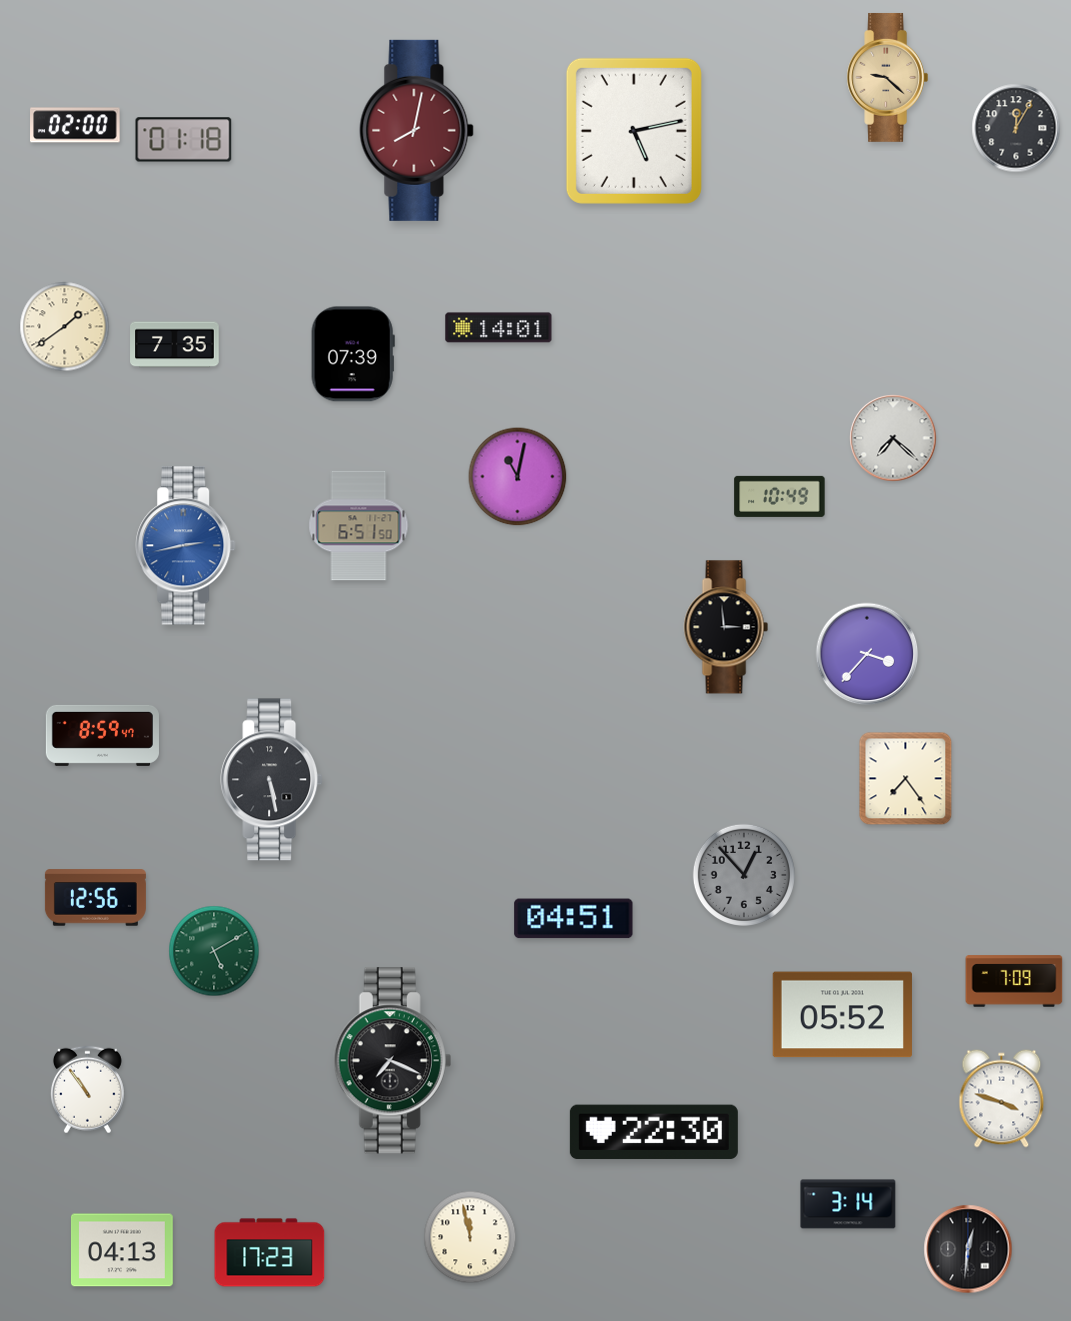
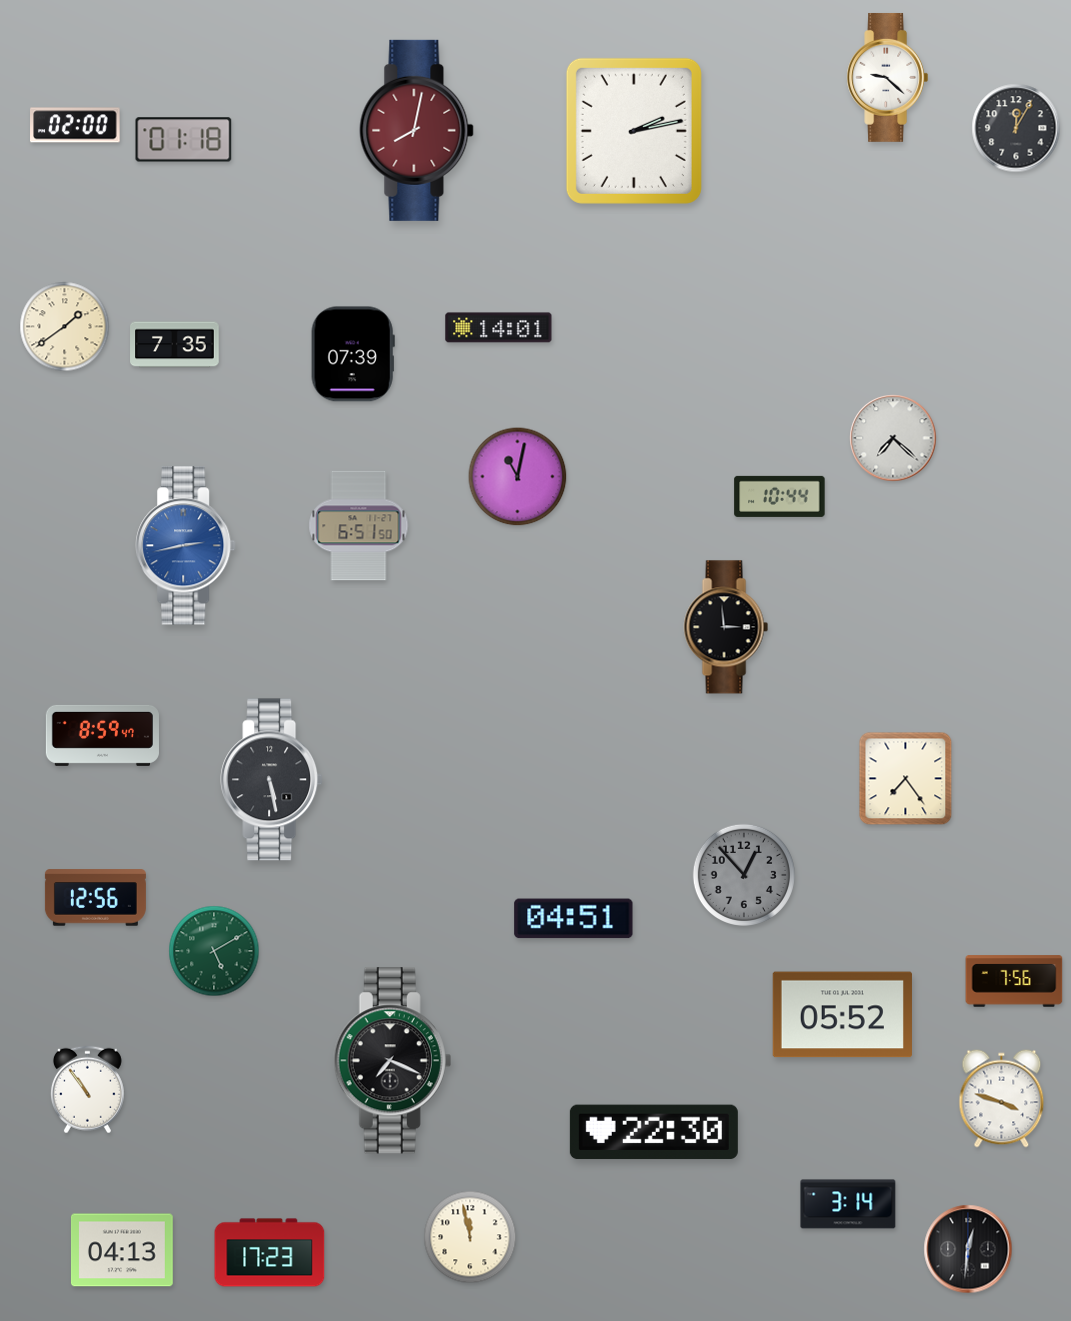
clock at (888, 77) dial: champagne -> white
clock at (634, 131): 5:13 -> 2:13
clock at (780, 496): 10:49 -> 10:44
clock at (867, 654): 3:37 -> none
clock at (1014, 981): 7:09 -> 7:56
